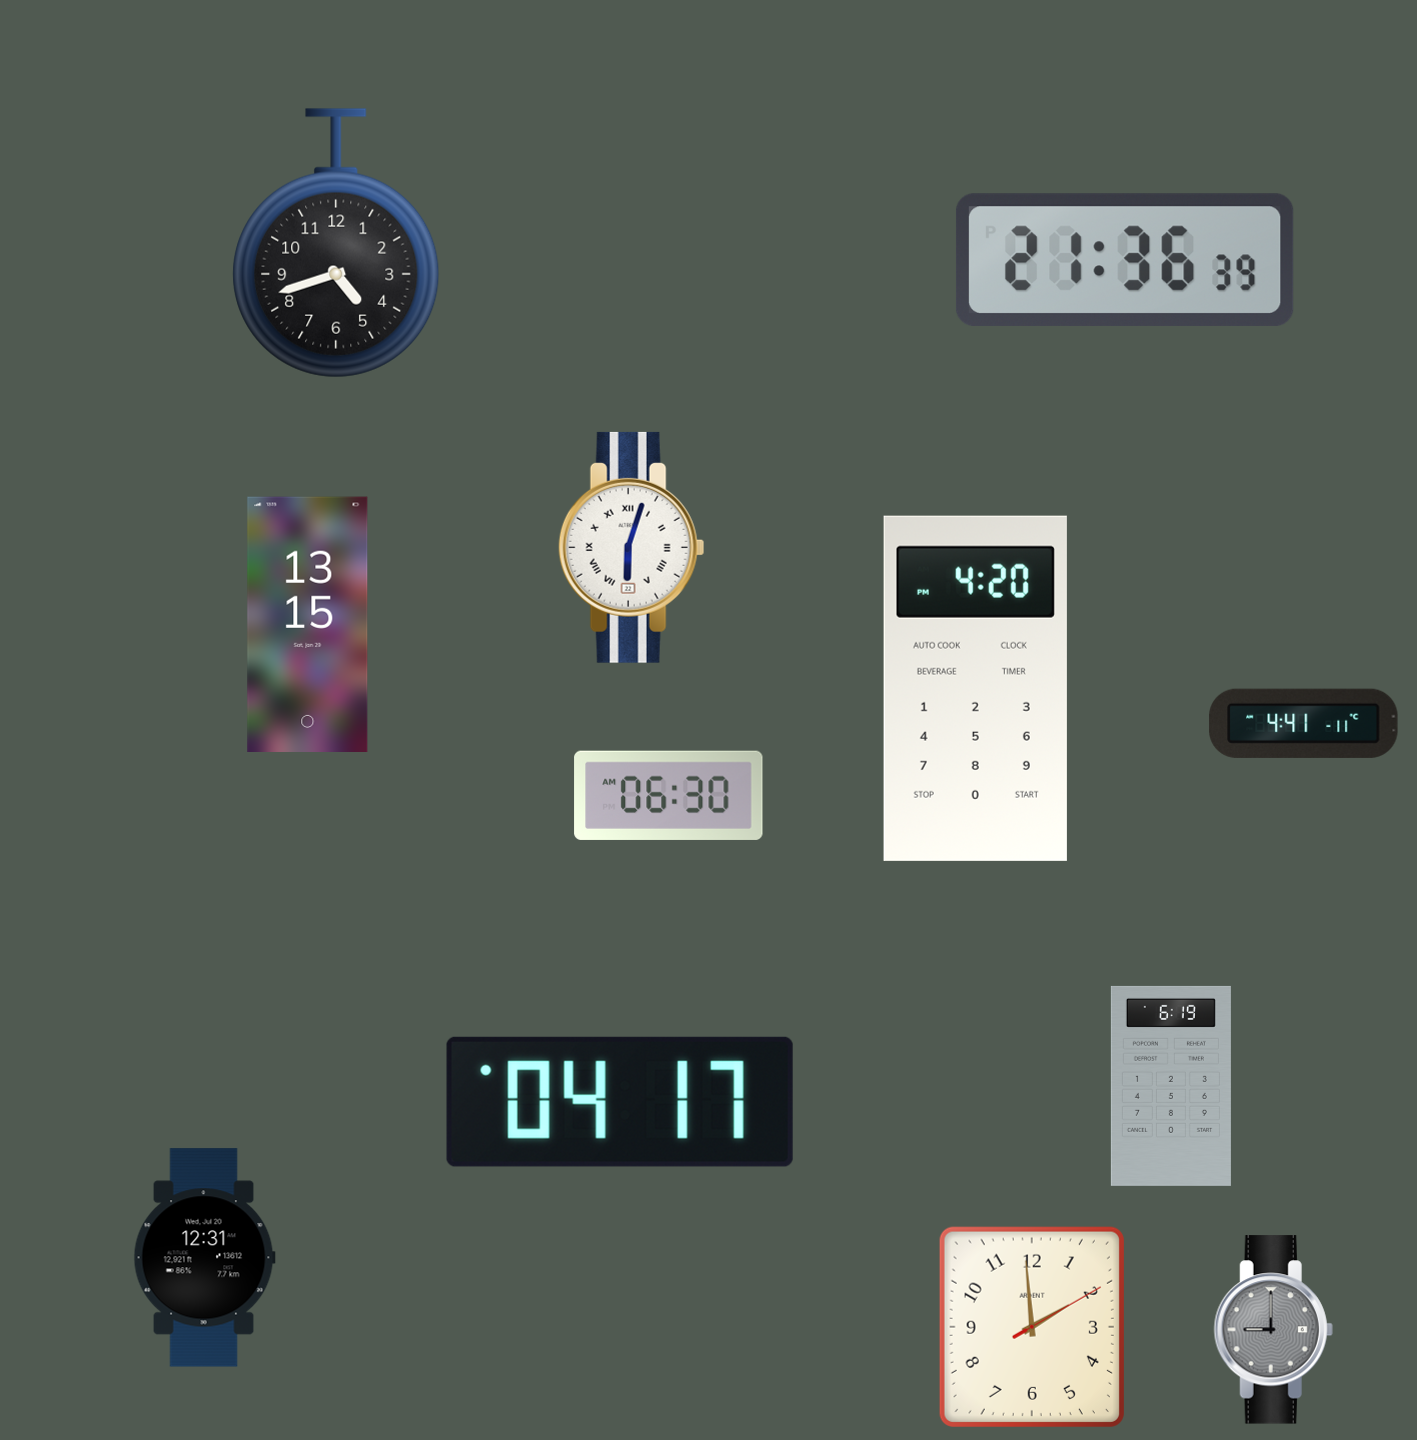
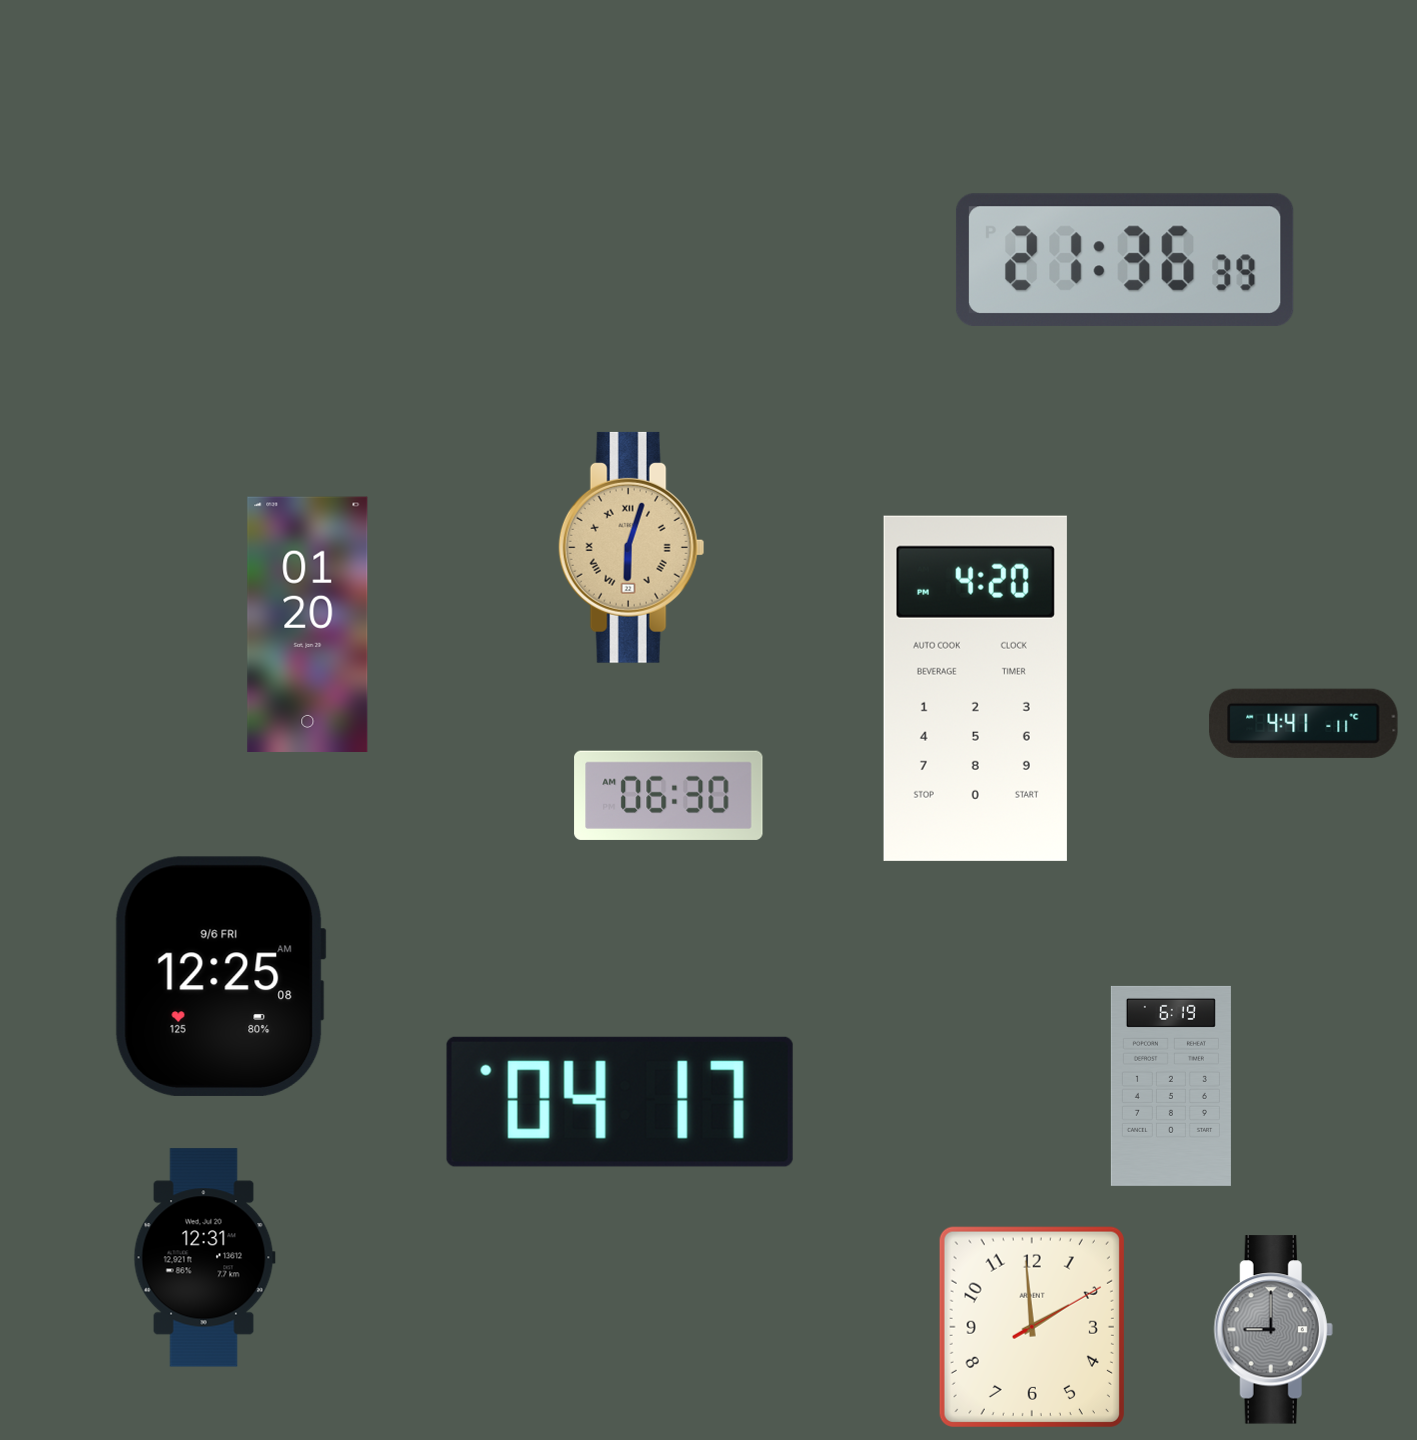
clock at (336, 243): 4:42 -> none
clock at (632, 547) dial: white -> champagne
clock at (308, 624): 13:15 -> 01:20
clock at (220, 976): none -> 12:25
